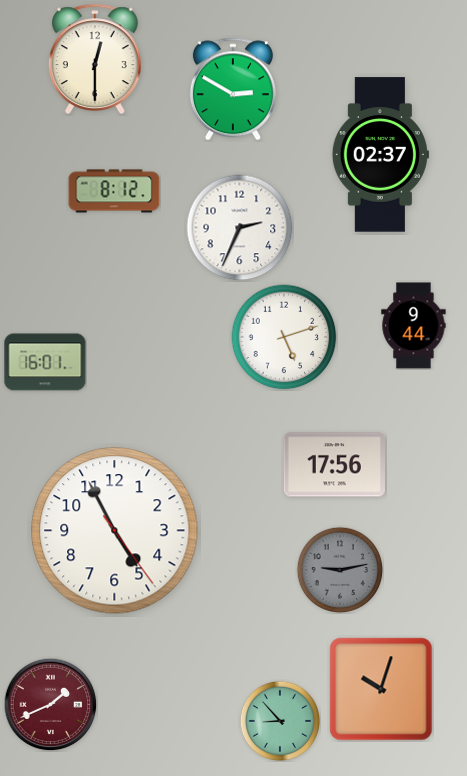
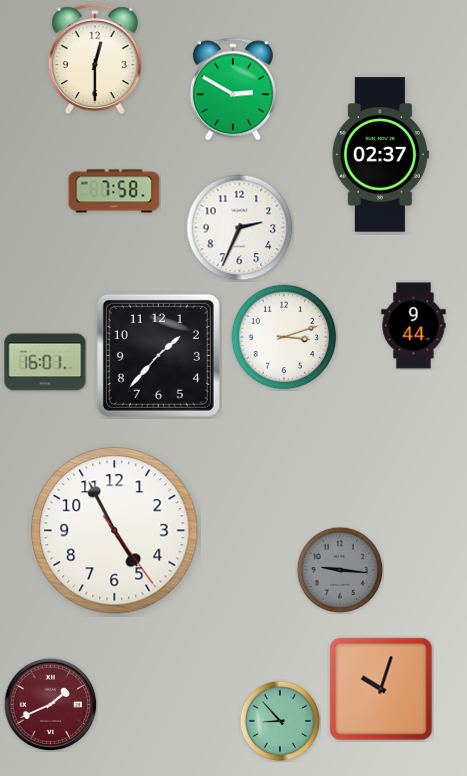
clock at (114, 191): 8:12 -> 7:58
clock at (284, 337): 5:12 -> 3:12
clock at (158, 355): none -> 1:37
clock at (334, 465): 17:56 -> none
clock at (340, 570): 9:13 -> 9:16
